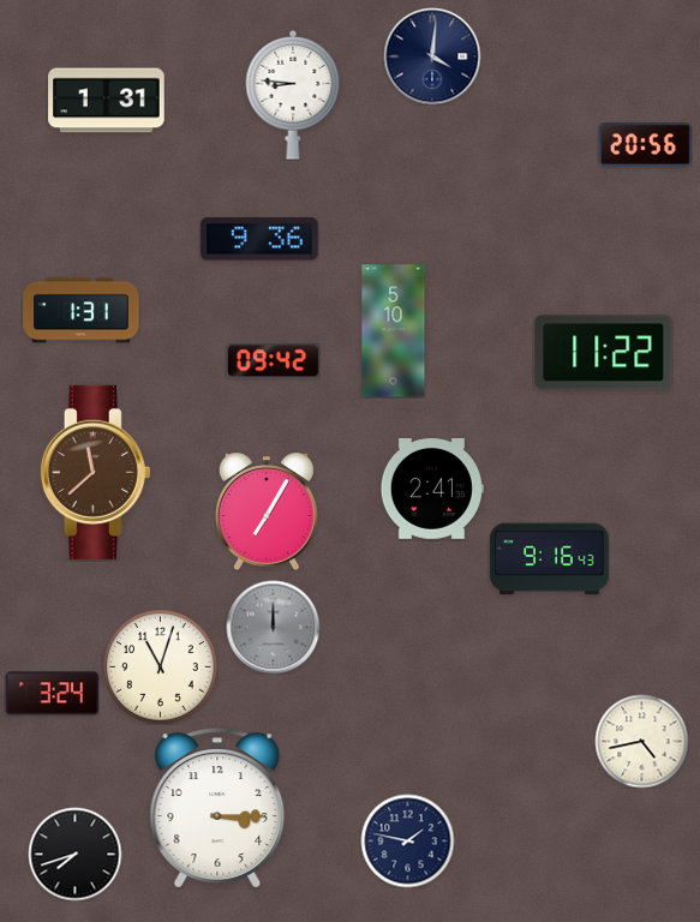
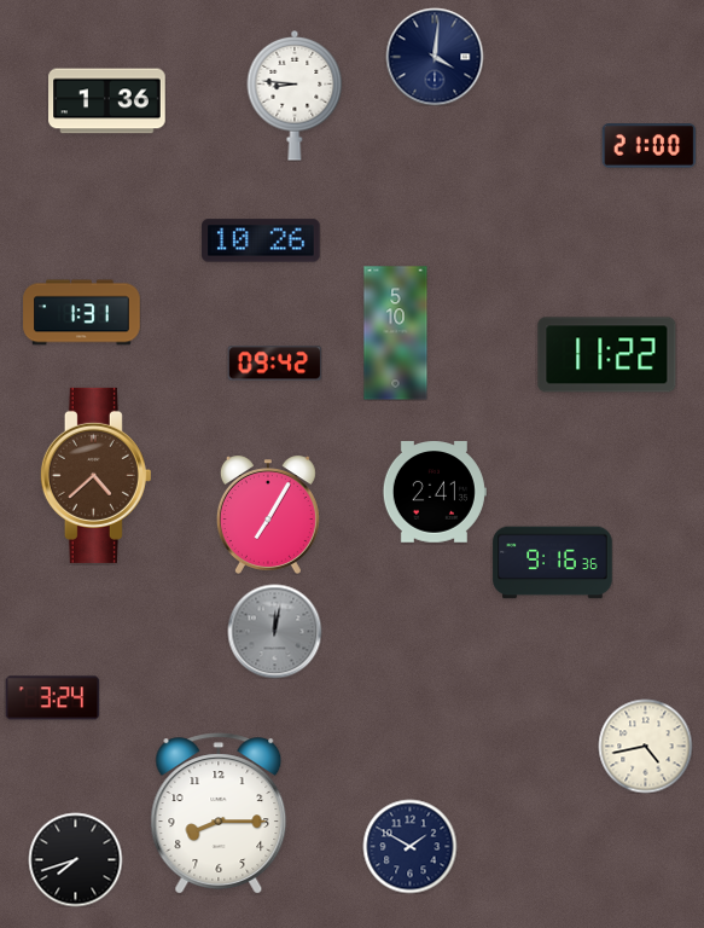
clock at (107, 101): 1:31 -> 1:36
clock at (645, 145): 20:56 -> 21:00
clock at (259, 239): 9:36 -> 10:26
clock at (95, 472): 11:38 -> 4:38
clock at (550, 559): 9:16:43 -> 9:16:36
clock at (273, 627): 12:00 -> 12:02
clock at (160, 666): 11:03 -> none
clock at (217, 808): 3:15 -> 8:15
clock at (407, 840): 1:47 -> 1:50
